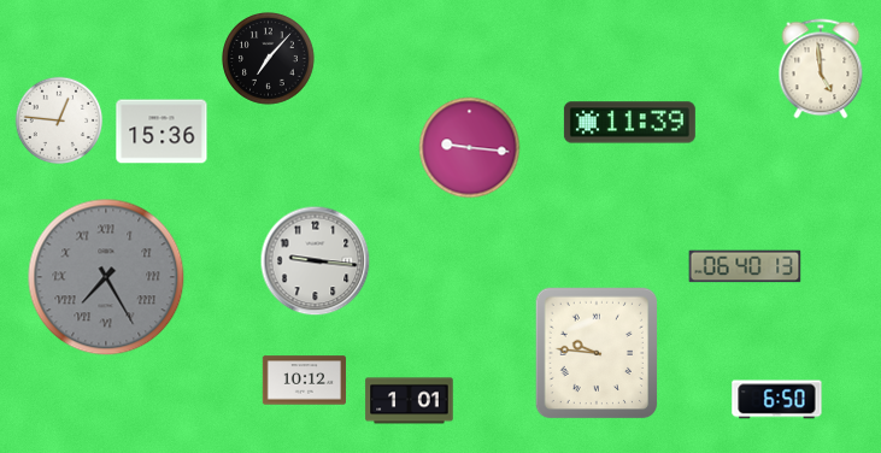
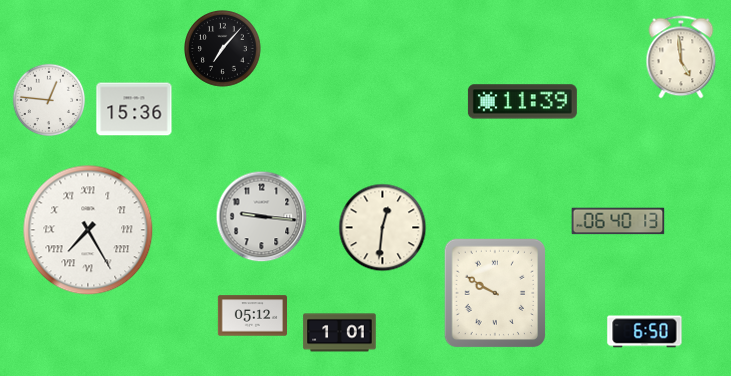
clock at (470, 148): 9:16 -> none
clock at (383, 228): none -> 12:31
clock at (106, 277) dial: grey -> white
clock at (597, 353): 9:46 -> 9:50
clock at (304, 381): 10:12 -> 05:12
